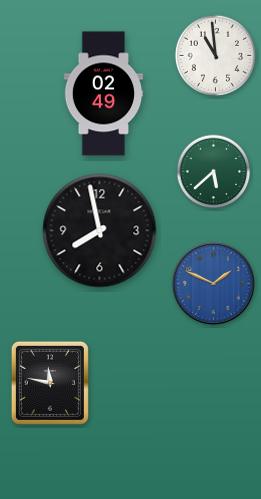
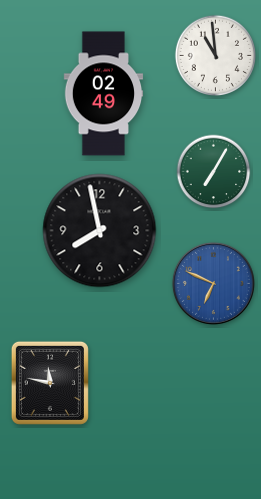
clock at (214, 172): 5:38 -> 7:05
clock at (213, 283): 1:49 -> 6:49
